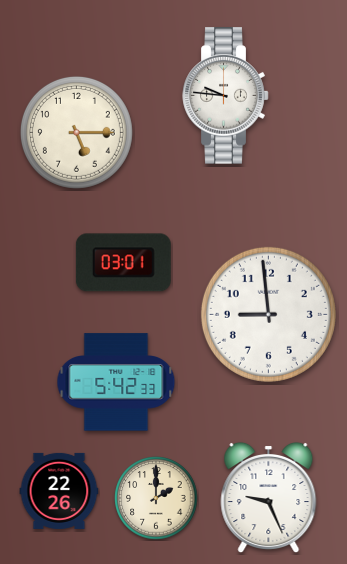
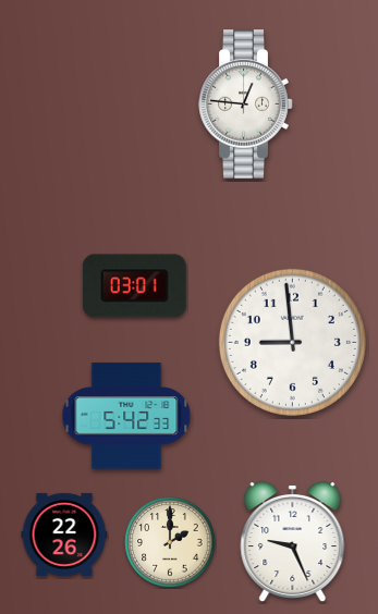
clock at (226, 96): 9:46 -> 12:46
clock at (76, 132): 5:15 -> none
